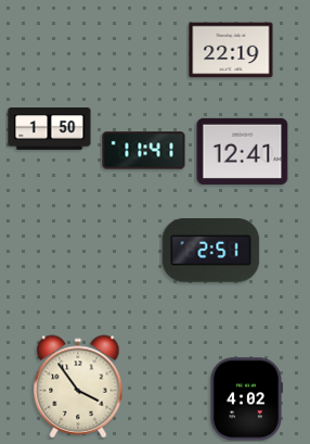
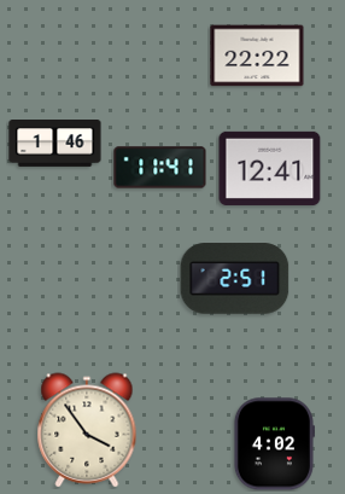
clock at (231, 50): 22:19 -> 22:22
clock at (50, 129): 1:50 -> 1:46
